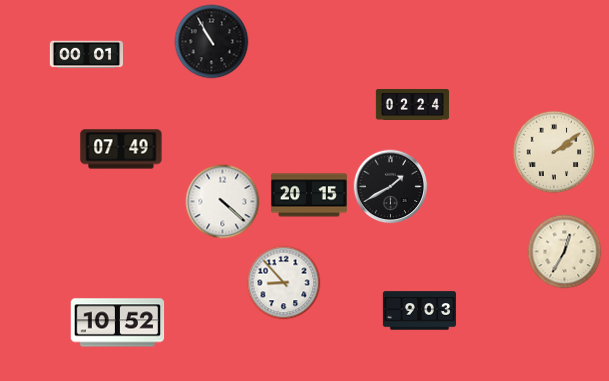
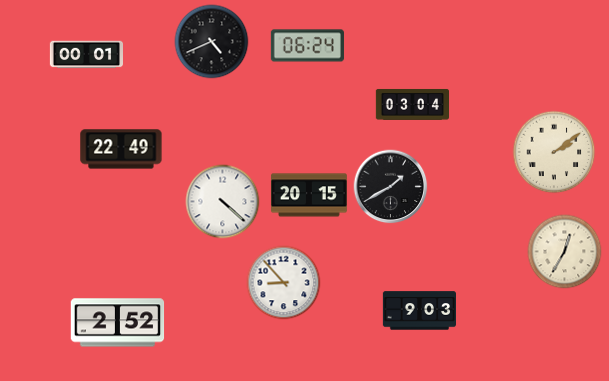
clock at (212, 42): 10:55 -> 4:41
clock at (307, 46): none -> 06:24
clock at (412, 104): 02:24 -> 03:04
clock at (121, 149): 07:49 -> 22:49
clock at (118, 323): 10:52 -> 2:52
